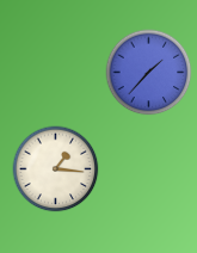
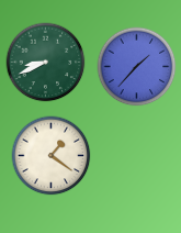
clock at (46, 63): none -> 8:41
clock at (56, 169): 1:16 -> 1:21
